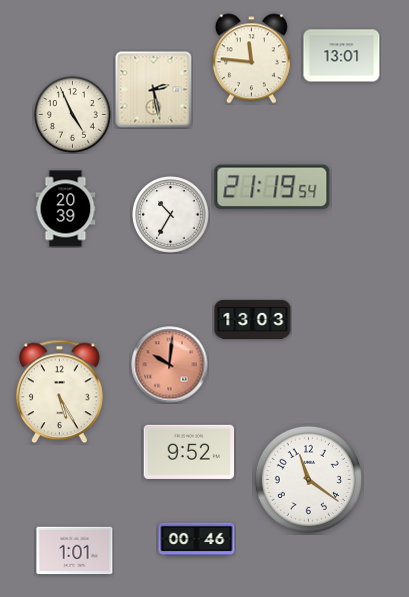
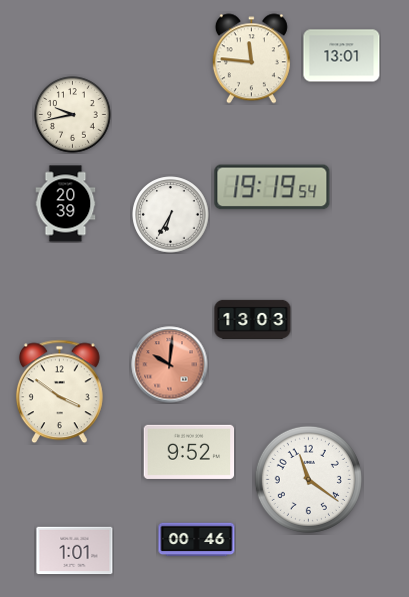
clock at (154, 90): 2:28 -> none
clock at (73, 115): 4:56 -> 9:43
clock at (272, 187): 21:19 -> 19:19
clock at (66, 209) position: (66, 209) -> (66, 204)
clock at (171, 215): 10:35 -> 6:35
clock at (59, 392): 5:25 -> 3:51
